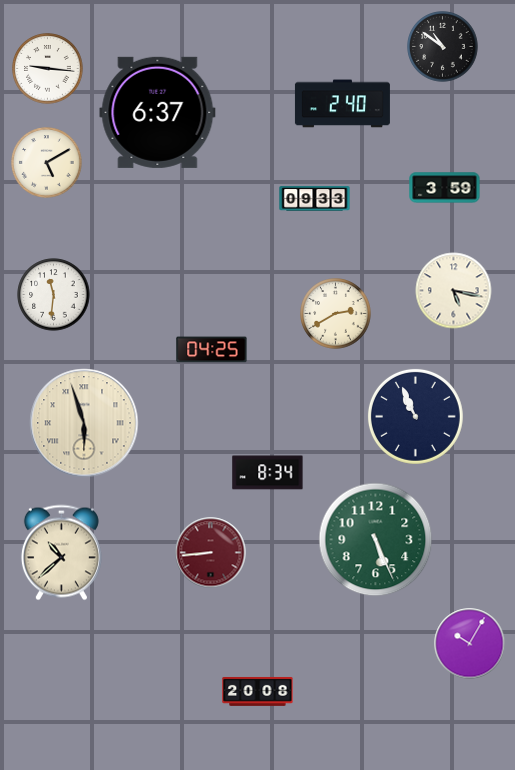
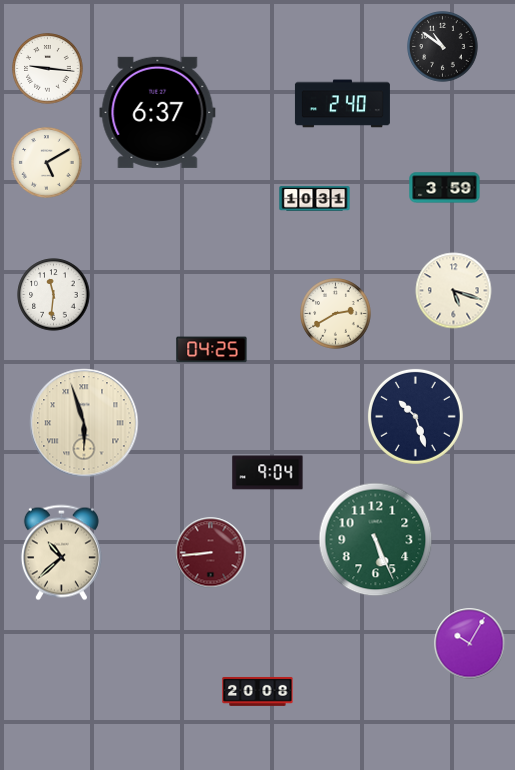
clock at (315, 199): 09:33 -> 10:31
clock at (454, 291): 5:17 -> 5:18
clock at (415, 416): 10:56 -> 10:27
clock at (268, 473): 8:34 -> 9:04
